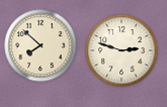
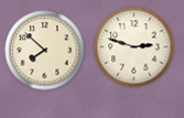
clock at (122, 51) position: (122, 51) -> (134, 47)
